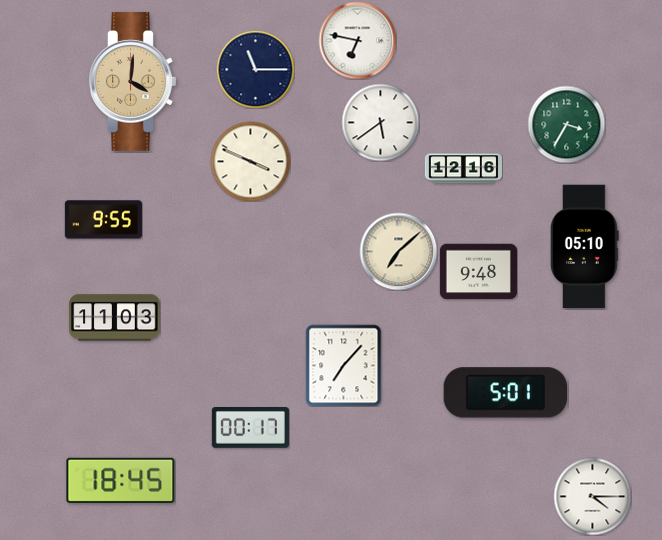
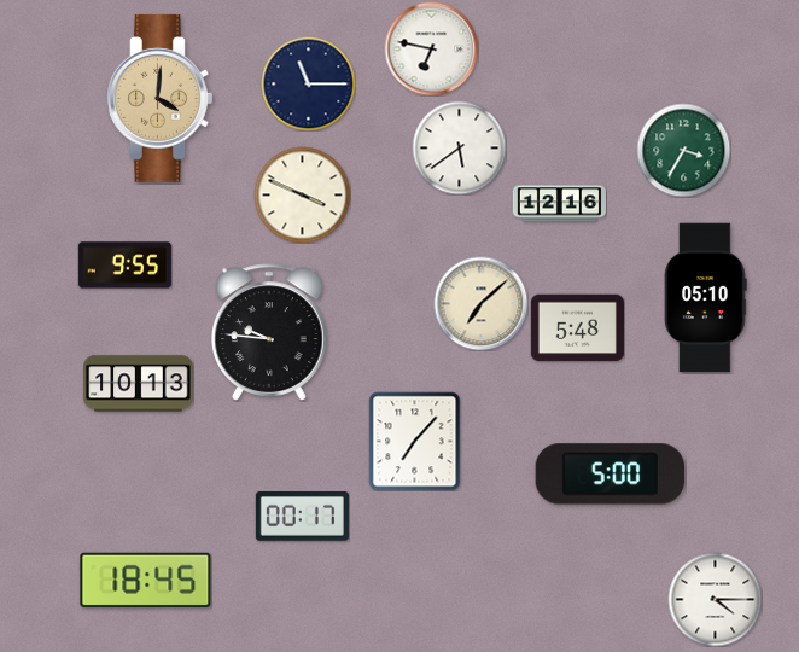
clock at (478, 272): 9:48 -> 5:48
clock at (270, 332): none -> 9:46
clock at (115, 318): 11:03 -> 10:13
clock at (506, 393): 5:01 -> 5:00
